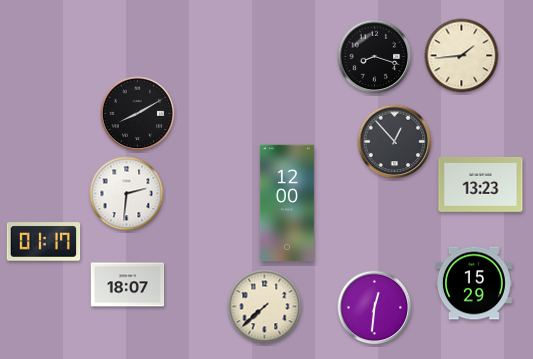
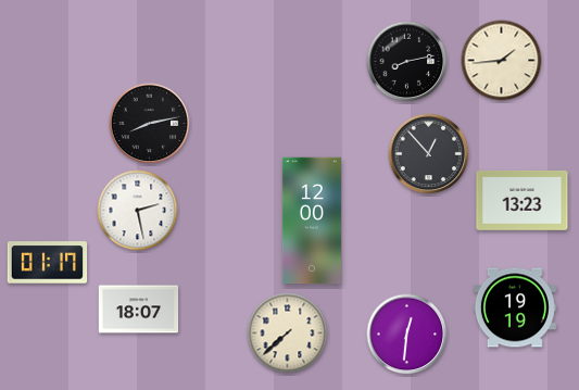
clock at (375, 57): 8:18 -> 8:13
clock at (138, 114): 8:10 -> 8:13
clock at (127, 194): 2:31 -> 2:28
clock at (474, 283): 15:29 -> 19:19
